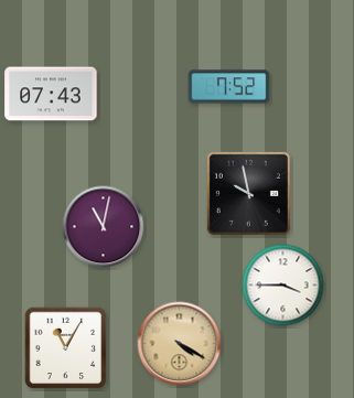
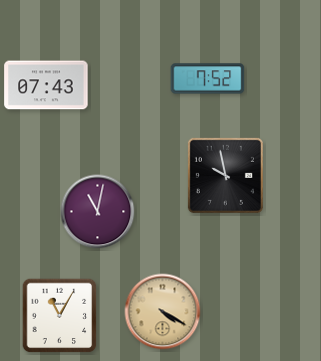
clock at (104, 227) position: (104, 227) -> (98, 212)
clock at (283, 286): 3:45 -> none
